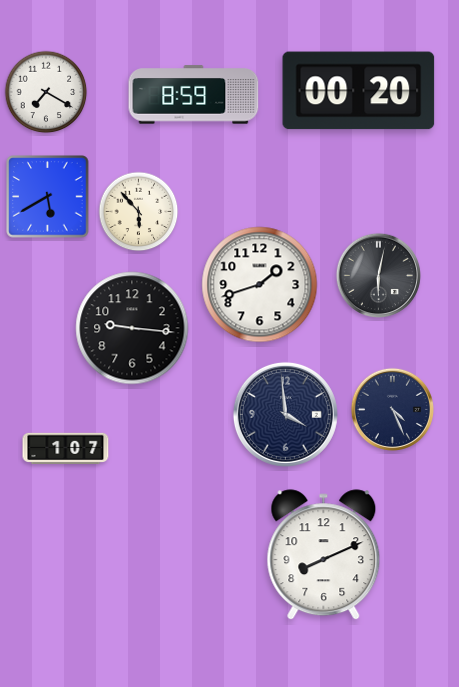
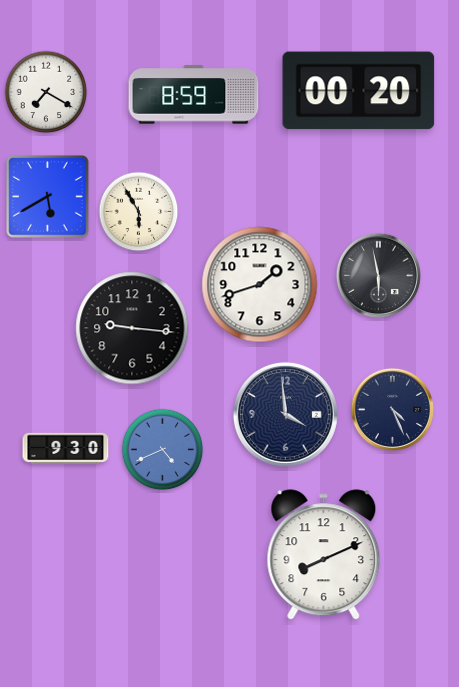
clock at (139, 212): 5:53 -> 5:55
clock at (378, 275): 6:02 -> 5:58
clock at (66, 448): 1:07 -> 9:30
clock at (163, 450): none -> 4:41
